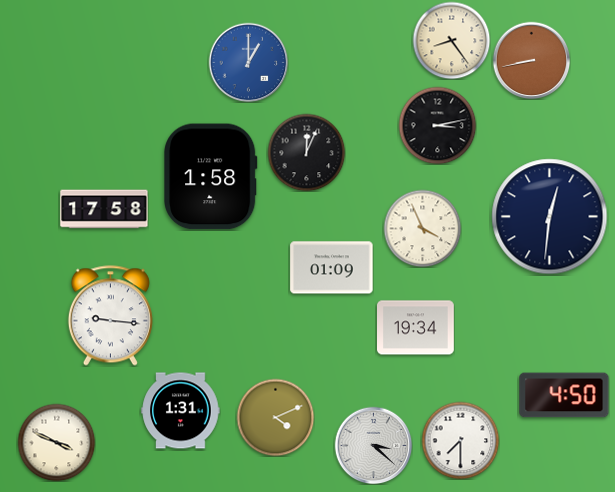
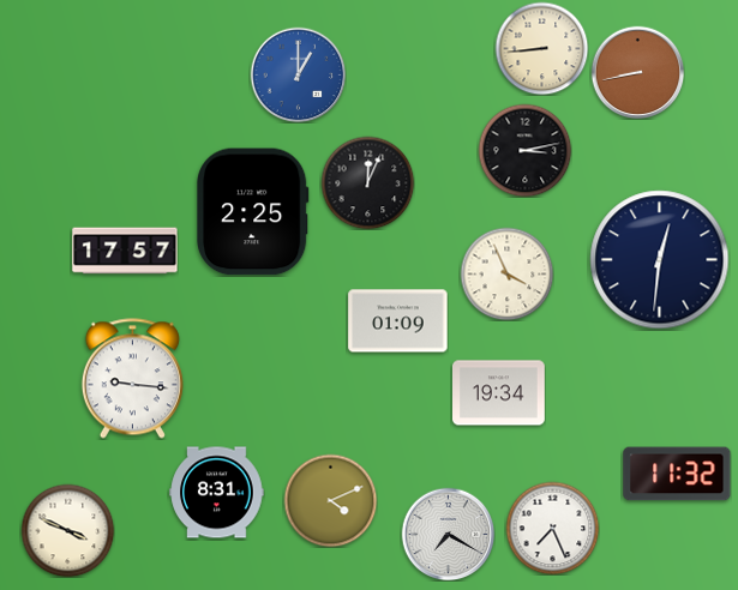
clock at (451, 40): 8:24 -> 8:44
clock at (211, 177): 1:58 -> 2:25
clock at (104, 209): 17:58 -> 17:57
clock at (564, 395): 4:50 -> 11:32
clock at (181, 411): 1:31 -> 8:31
clock at (460, 440): 7:30 -> 7:26
clock at (373, 445): 3:22 -> 7:20
